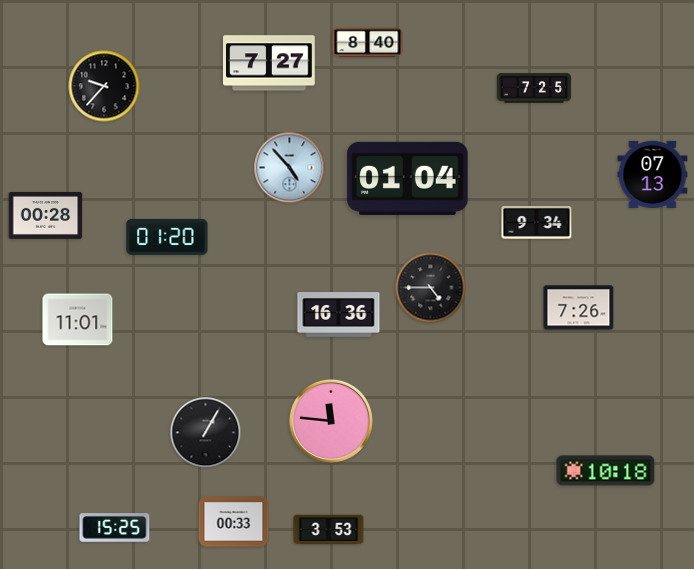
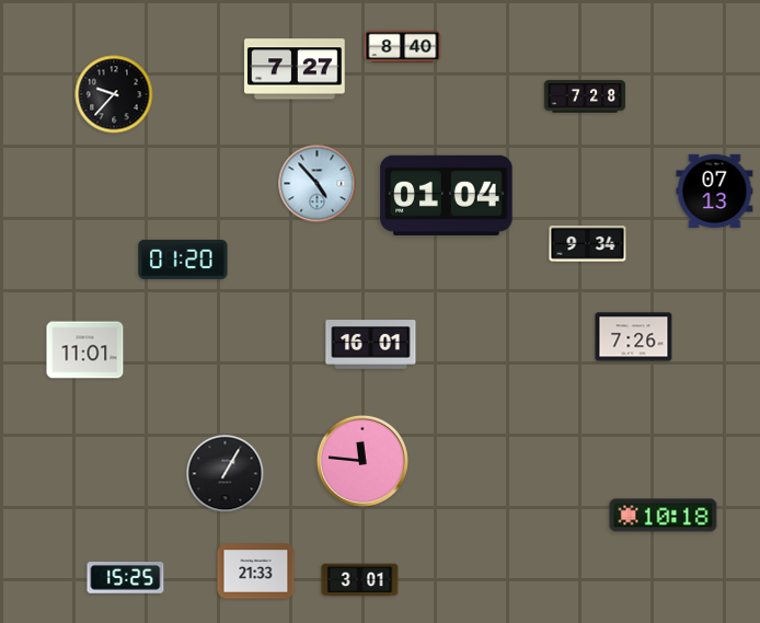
clock at (534, 88): 7:25 -> 7:28
clock at (46, 215): 00:28 -> none
clock at (431, 288): 4:45 -> none
clock at (339, 315): 16:36 -> 16:01
clock at (234, 522): 00:33 -> 21:33
clock at (329, 530): 3:53 -> 3:01
